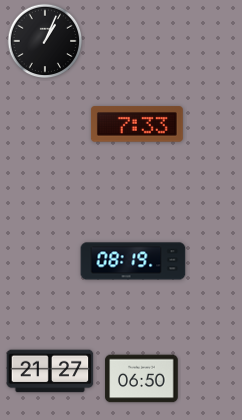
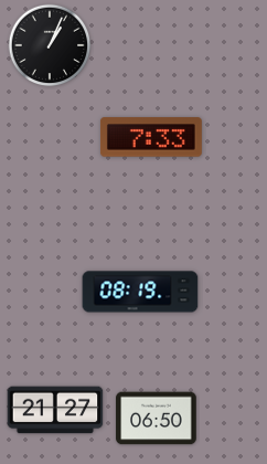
clock at (133, 261) position: (133, 261) -> (140, 292)
